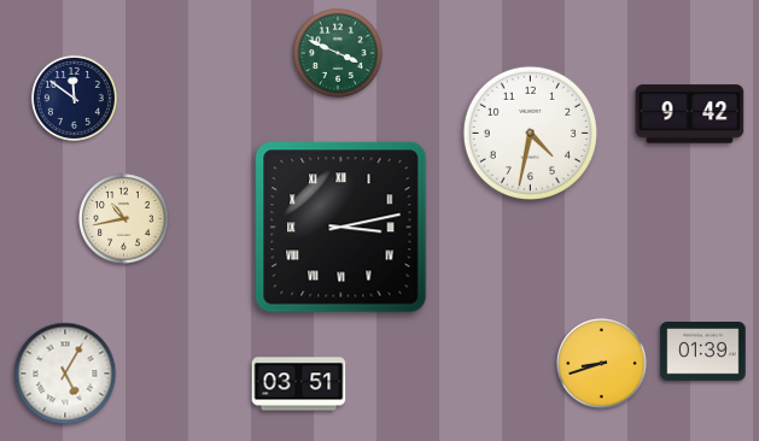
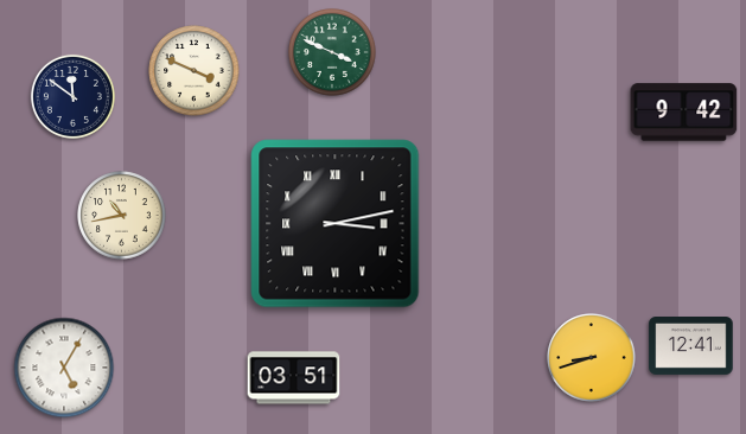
clock at (195, 71): none -> 3:49
clock at (690, 114) position: (690, 114) -> (684, 113)
clock at (530, 133): 4:32 -> none
clock at (703, 352): 01:39 -> 12:41
